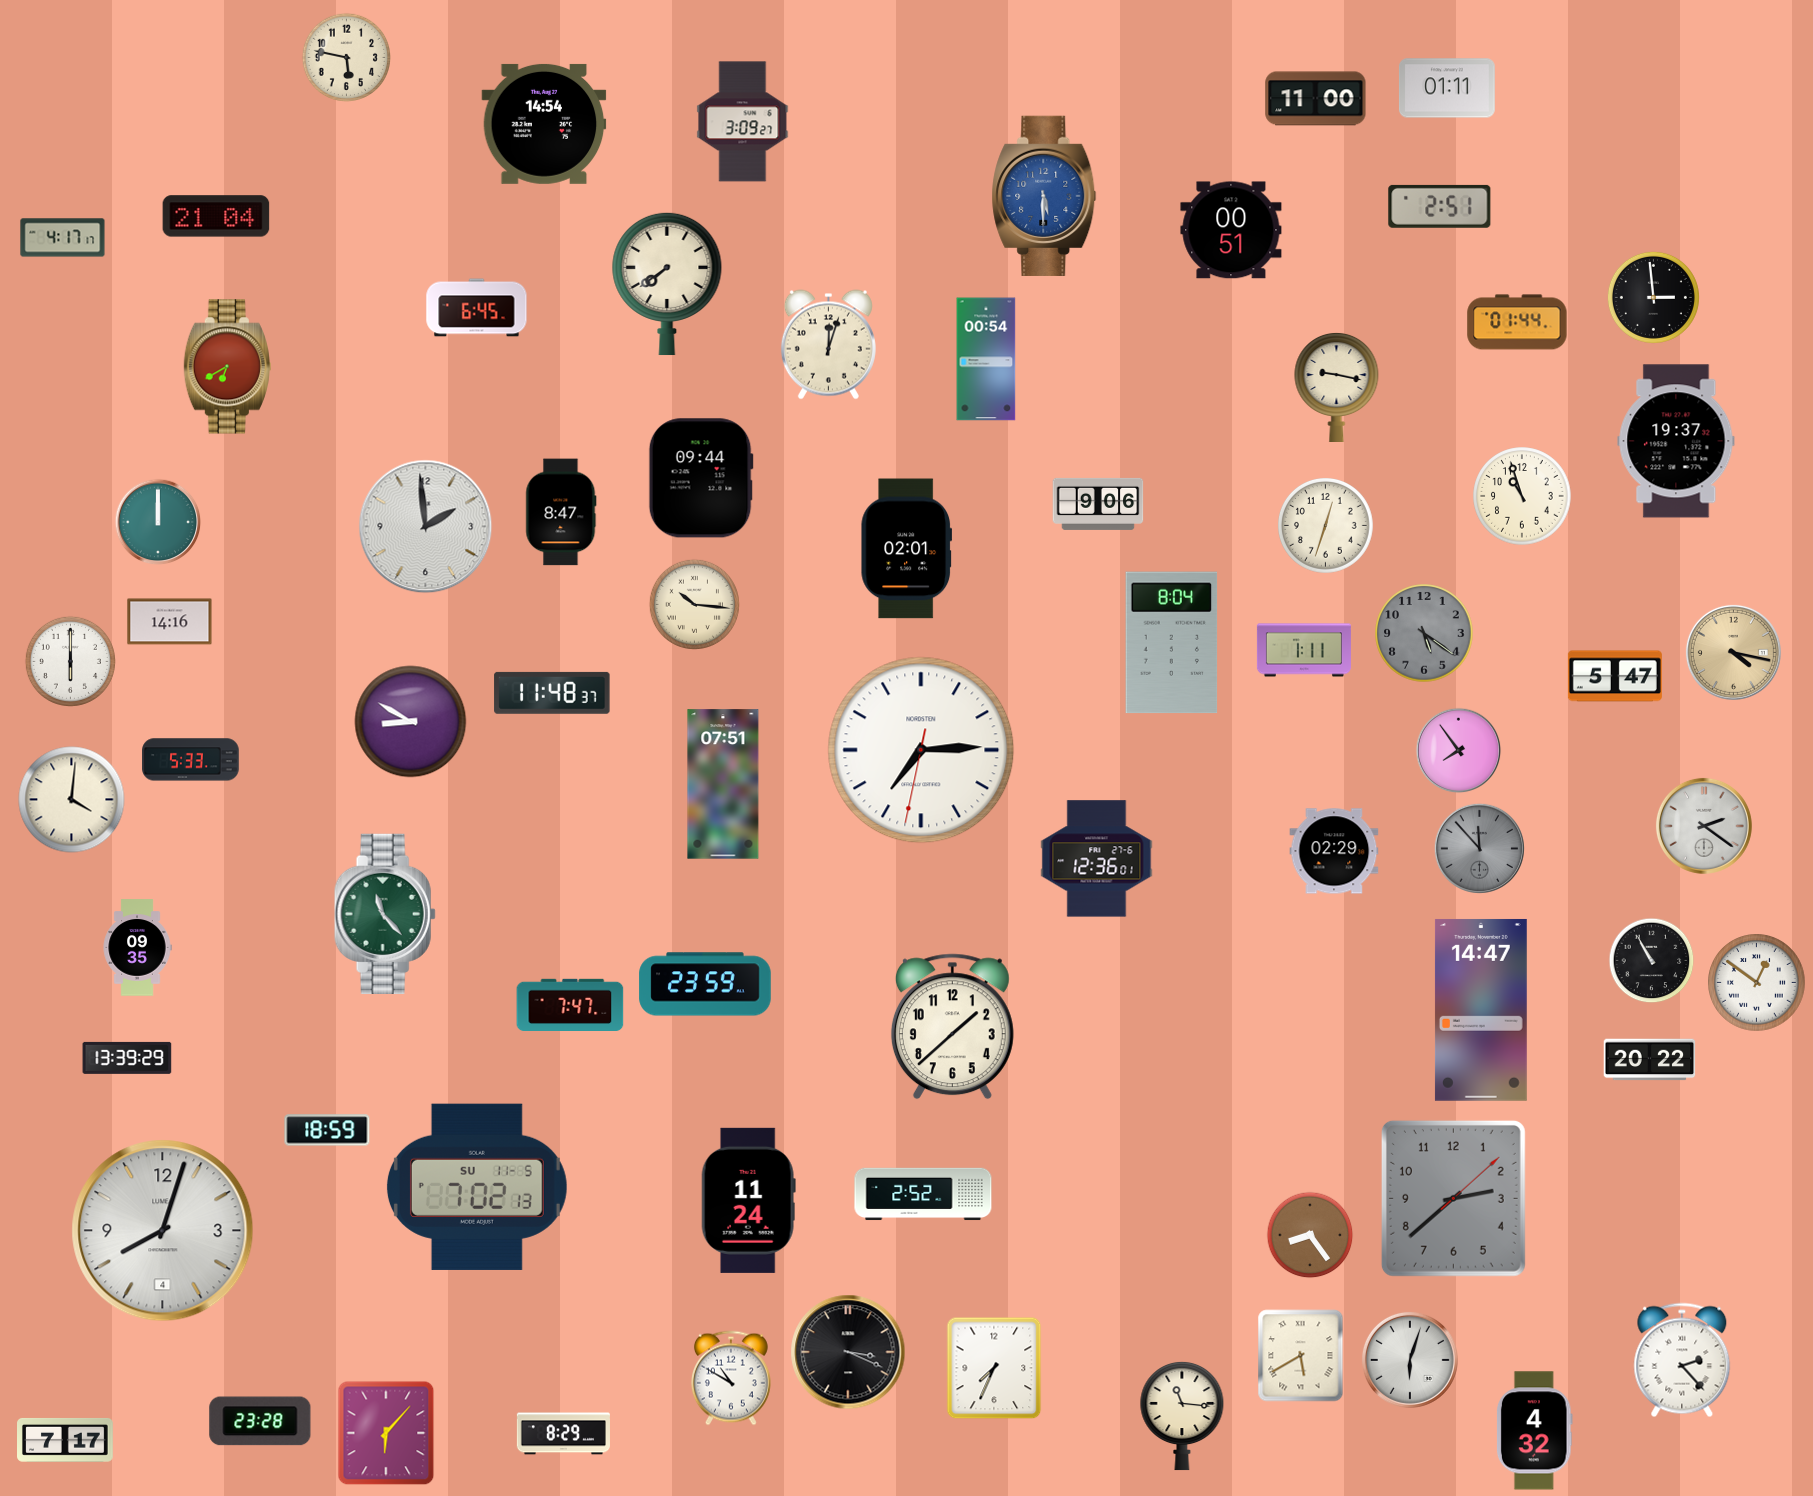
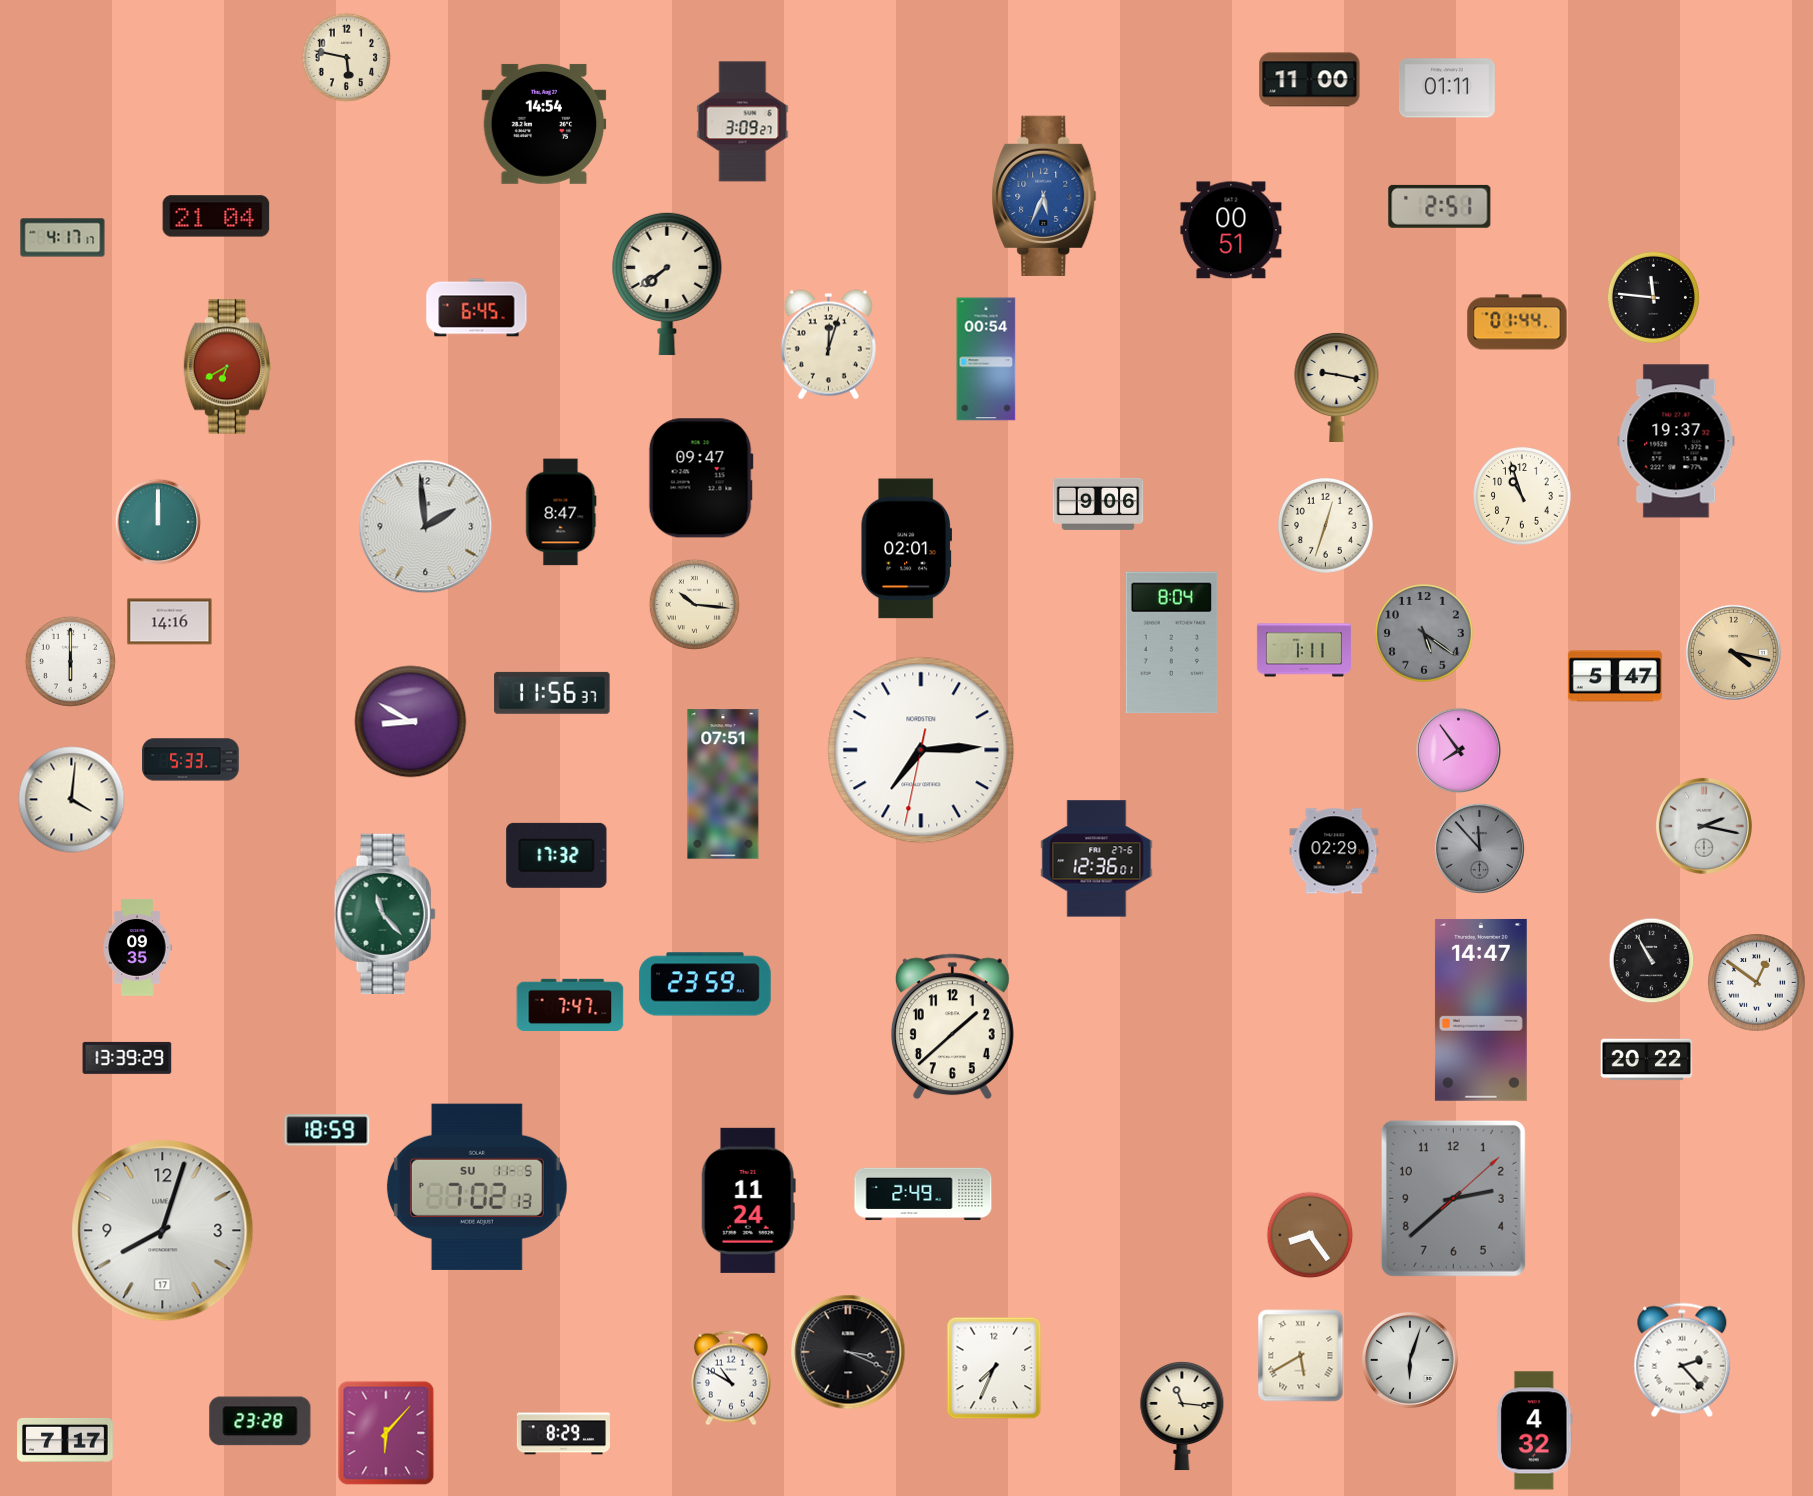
clock at (1316, 99) position: (1316, 99) -> (1310, 80)
clock at (1044, 196): 5:30 -> 5:34
clock at (1653, 297): 2:59 -> 11:46
clock at (701, 478): 09:44 -> 09:47
clock at (552, 693): 11:48 -> 11:56
clock at (1704, 826): 2:21 -> 2:17
clock at (557, 855): none -> 17:32
clock at (1650, 1060) position: (1650, 1060) -> (1647, 1060)
clock at (923, 1194): 2:52 -> 2:49
clock at (163, 1231) date: 4 -> 17
